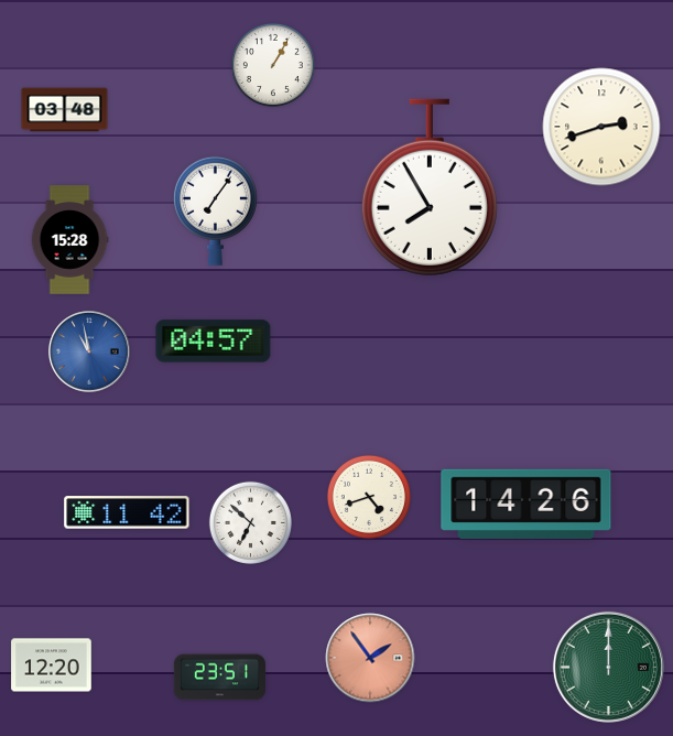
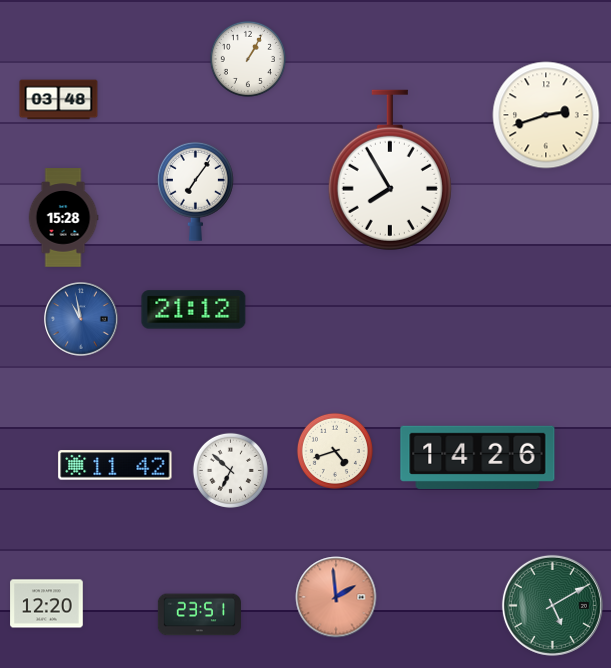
clock at (214, 342): 04:57 -> 21:12
clock at (250, 522) position: (250, 522) -> (230, 470)
clock at (370, 658): 1:54 -> 1:59
clock at (608, 667): 12:00 -> 5:10
